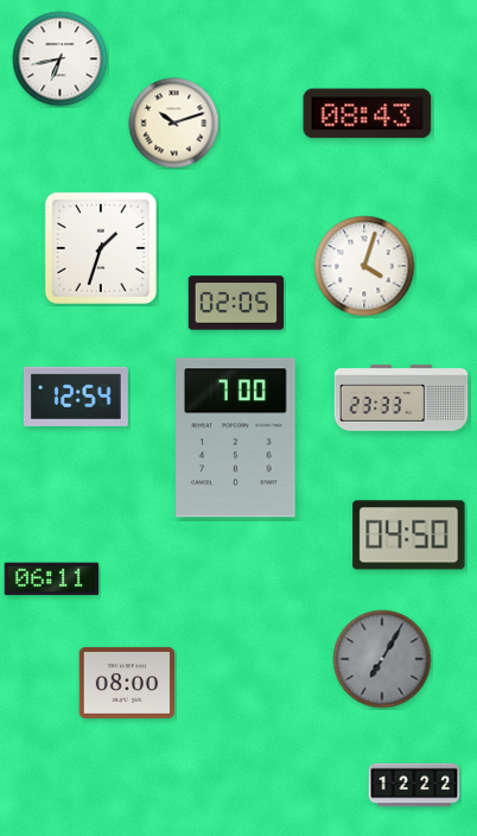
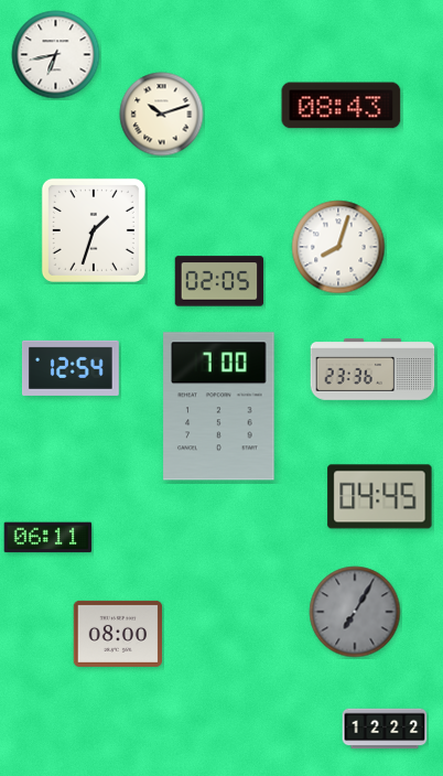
clock at (364, 266): 4:03 -> 8:03
clock at (401, 398): 23:33 -> 23:36
clock at (409, 536): 04:50 -> 04:45
